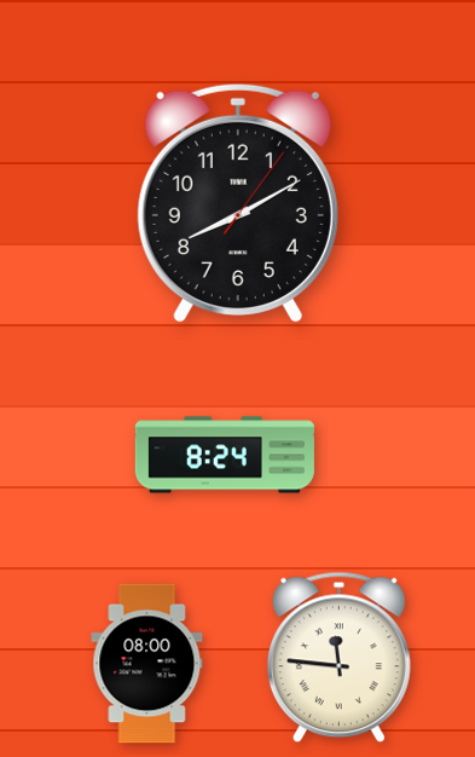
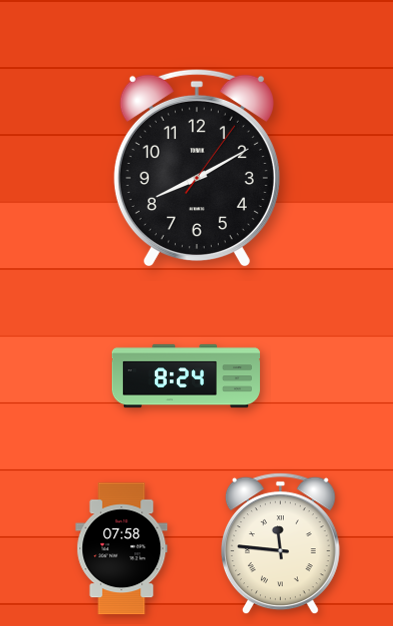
clock at (147, 664): 08:00 -> 07:58
